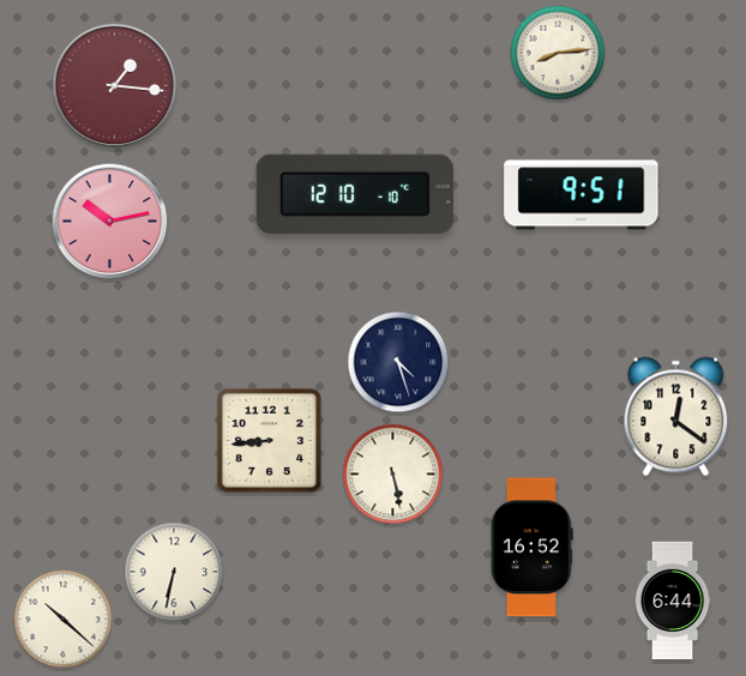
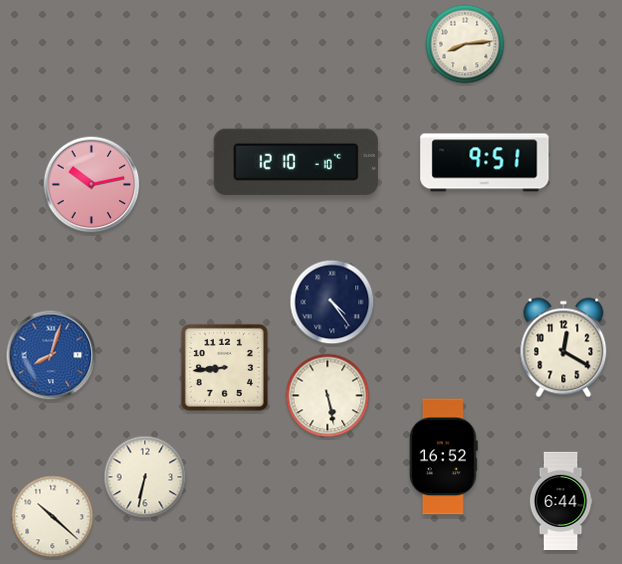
clock at (115, 86): 1:16 -> none
clock at (398, 362): 4:27 -> 4:24
clock at (676, 417): 12:21 -> 12:20
clock at (51, 355): none -> 8:03
